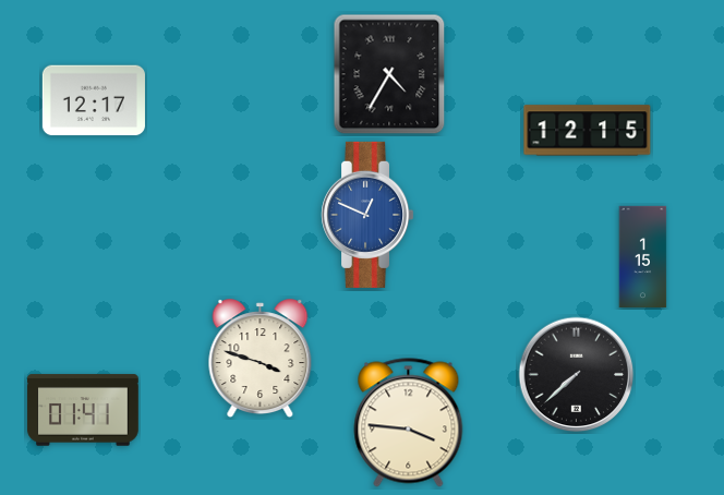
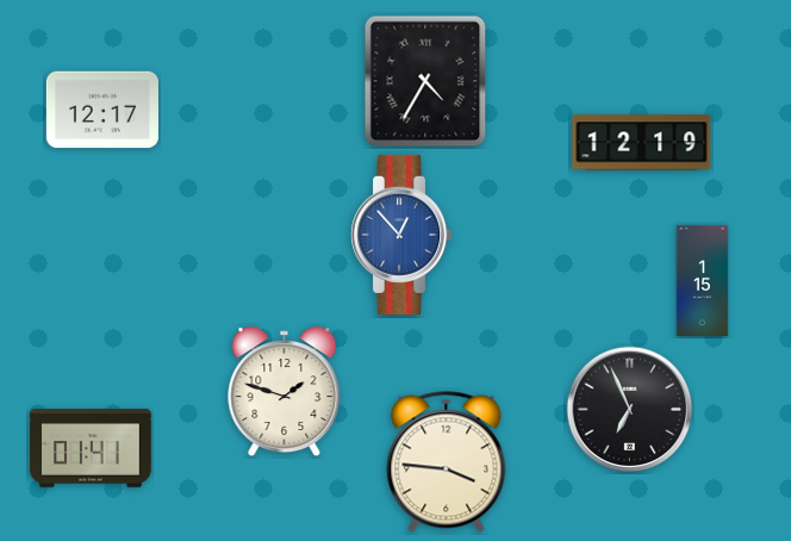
clock at (588, 131): 12:15 -> 12:19
clock at (367, 215): 12:49 -> 12:53
clock at (261, 359): 3:48 -> 1:48
clock at (577, 375): 7:38 -> 6:56
